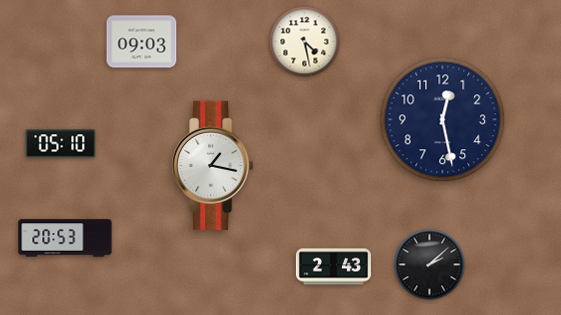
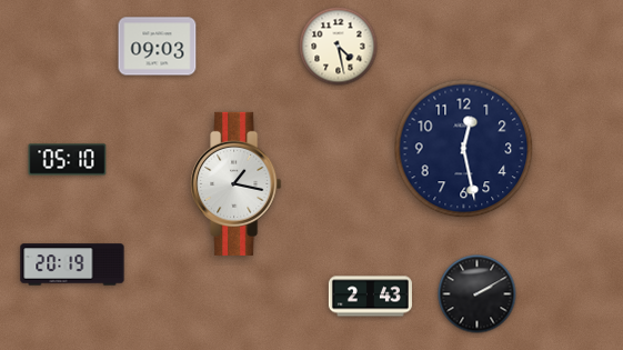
clock at (443, 120) position: (443, 120) -> (464, 149)
clock at (65, 238): 20:53 -> 20:19
clock at (430, 265): 2:08 -> 2:10
